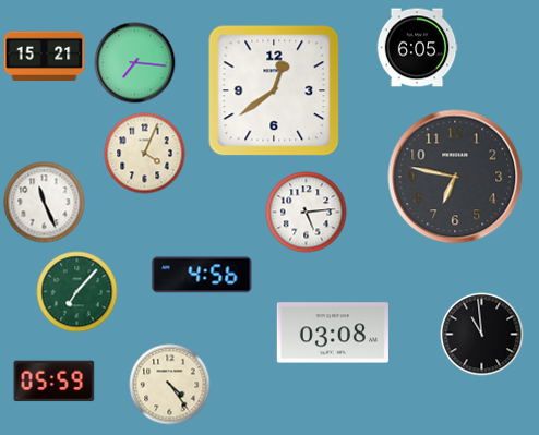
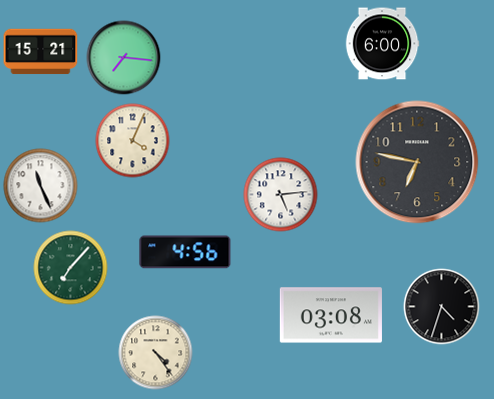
clock at (417, 48): 6:05 -> 6:00
clock at (274, 90): 12:39 -> none
clock at (333, 333) position: (333, 333) -> (331, 315)
clock at (482, 335): 10:59 -> 4:33
clock at (55, 382): 05:59 -> none
